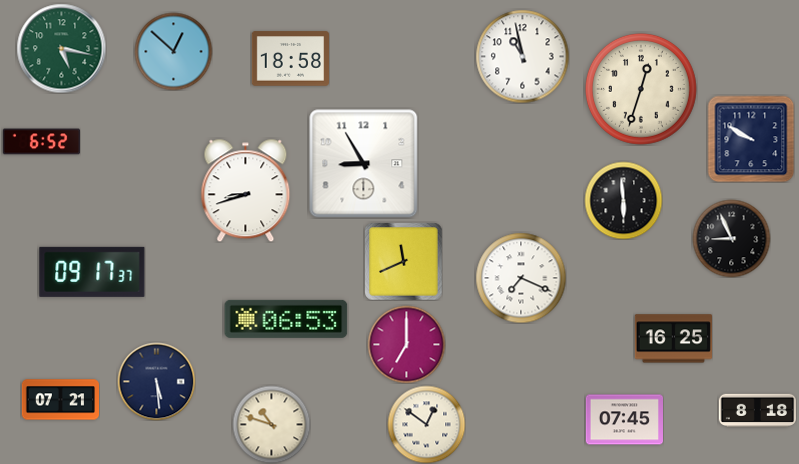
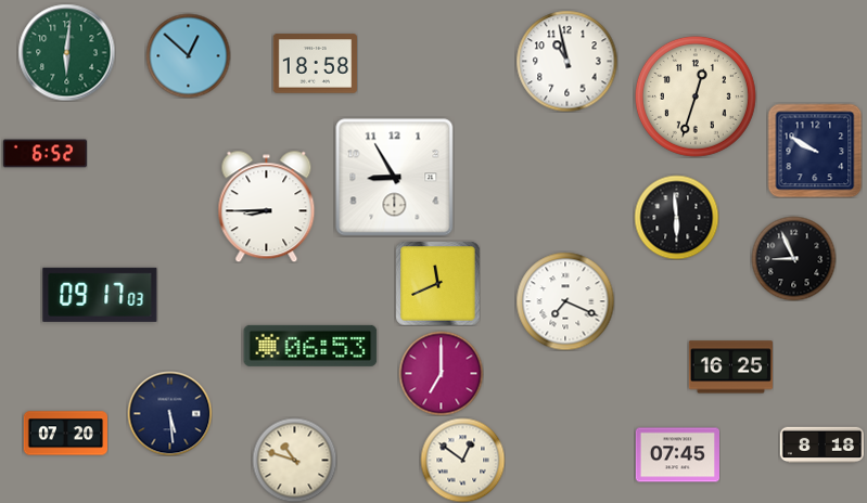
clock at (61, 48): 5:17 -> 6:01
clock at (246, 190): 8:42 -> 8:45
clock at (92, 272): 09:17:37 -> 09:17:03
clock at (60, 400): 07:21 -> 07:20
